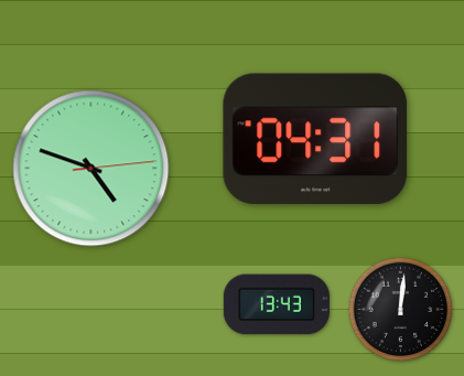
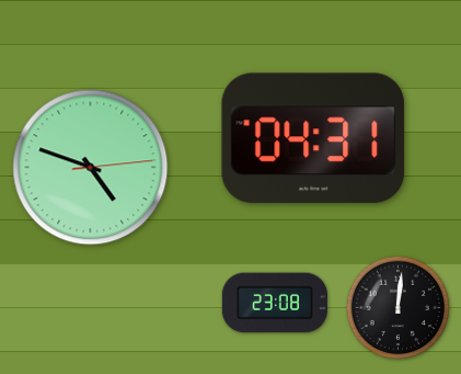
clock at (277, 304): 13:43 -> 23:08
